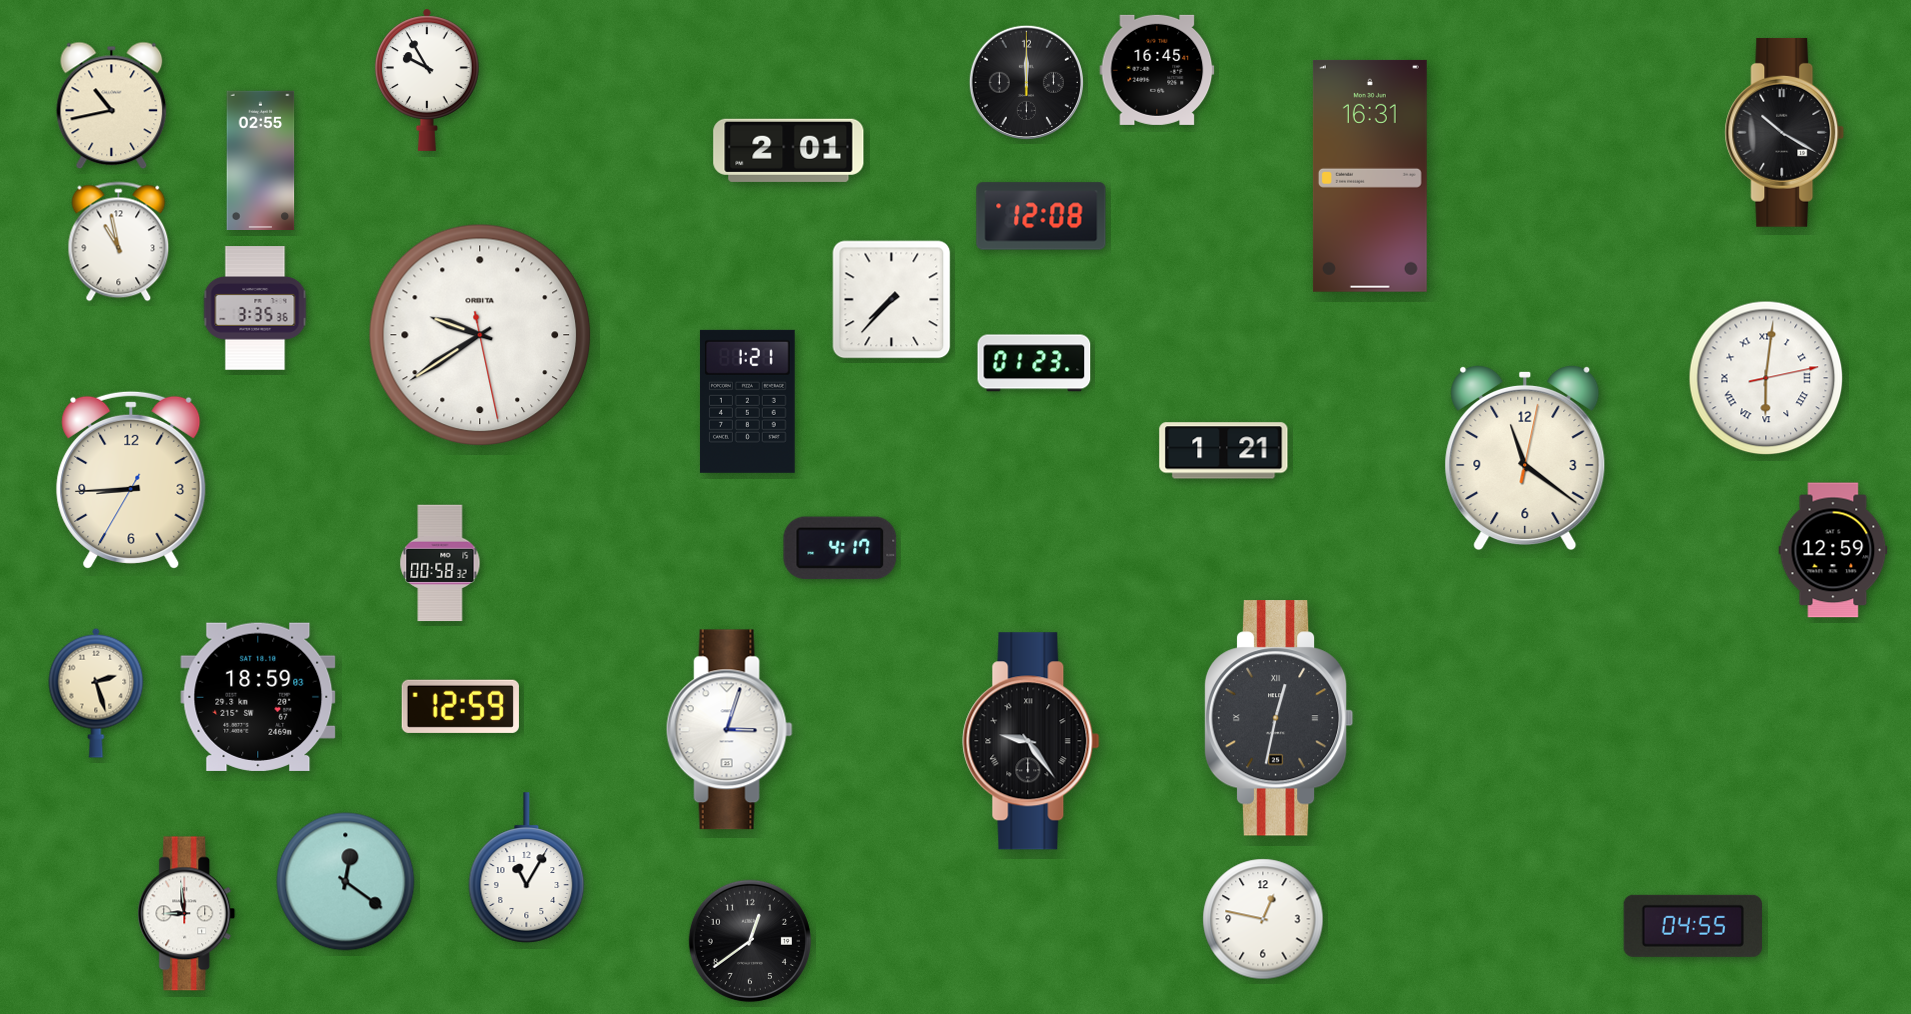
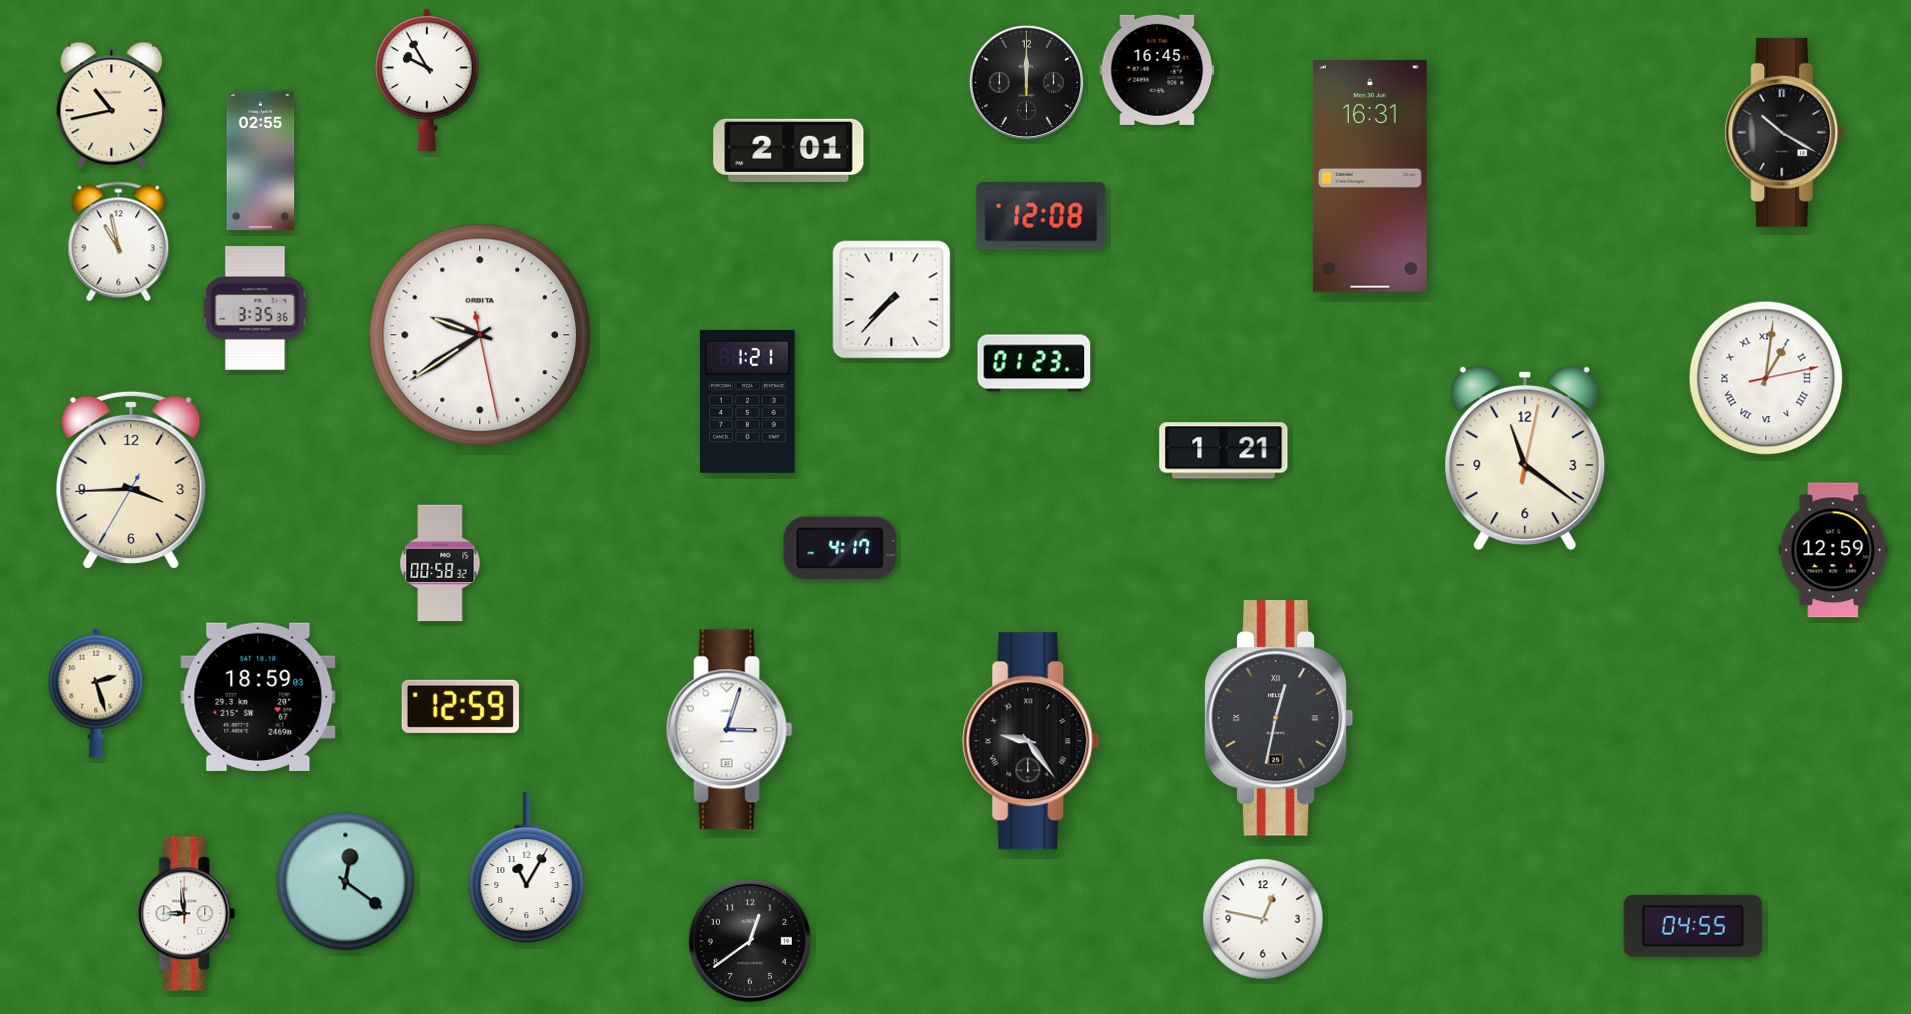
clock at (1766, 378): 6:01 -> 1:01
clock at (131, 480): 8:44 -> 3:44
